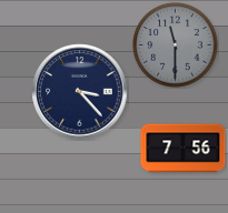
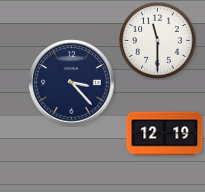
clock at (176, 45) dial: grey -> white
clock at (184, 149): 7:56 -> 12:19
